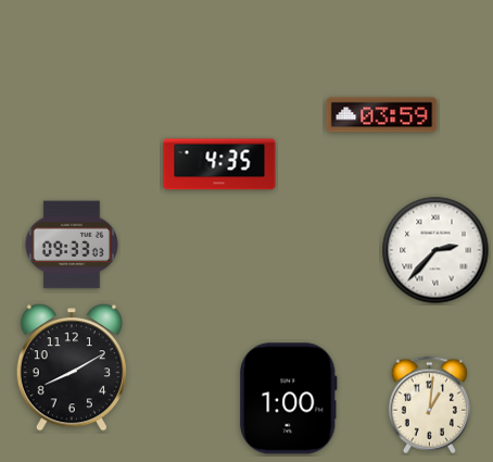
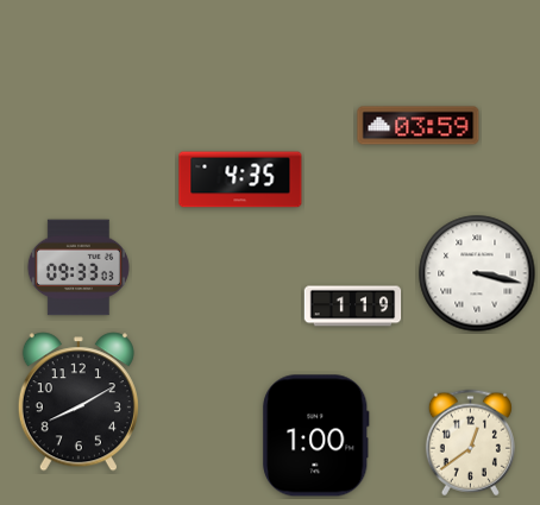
clock at (435, 250): 2:37 -> 3:17
clock at (353, 307): none -> 1:19
clock at (429, 405): 1:01 -> 12:39
